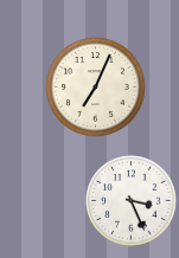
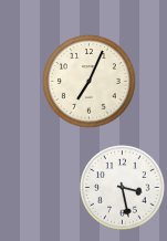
clock at (132, 201): 3:26 -> 3:28
